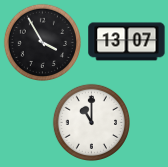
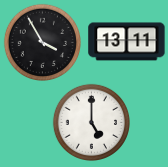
clock at (127, 42): 13:07 -> 13:11
clock at (91, 122): 11:00 -> 5:00
